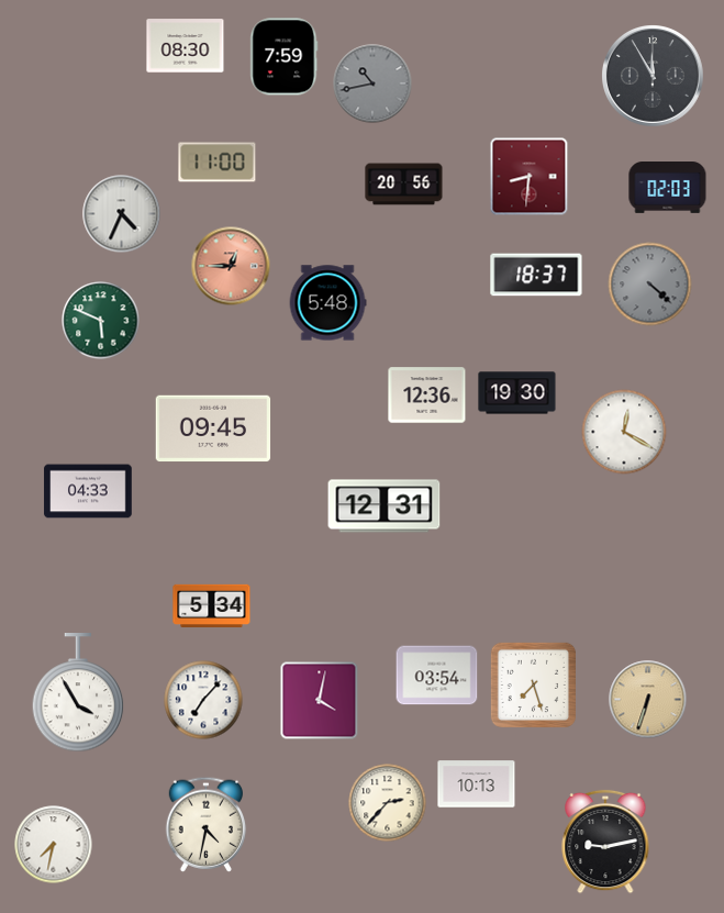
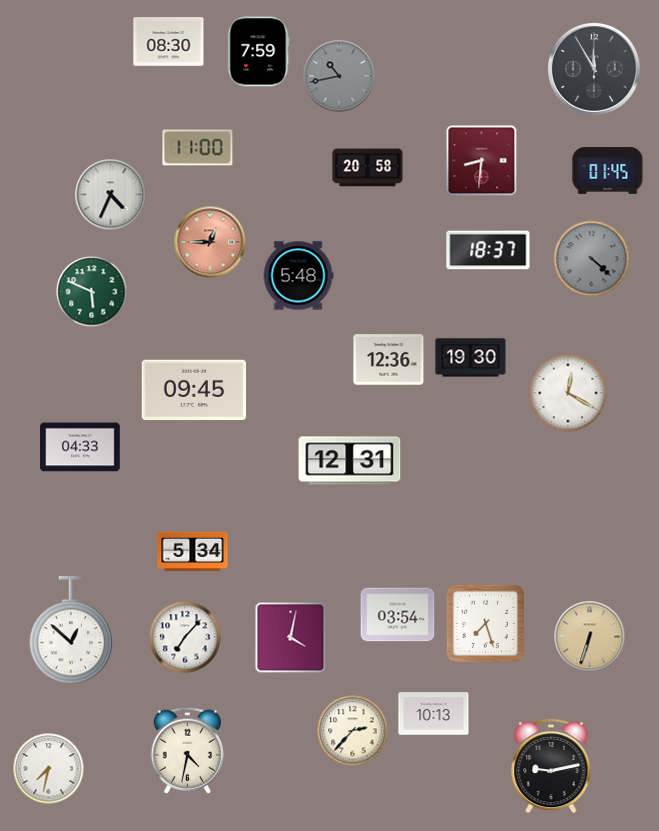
clock at (404, 185): 20:56 -> 20:58
clock at (668, 188): 02:03 -> 01:45
clock at (78, 693): 3:55 -> 12:52
